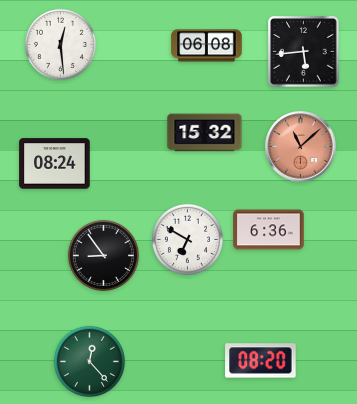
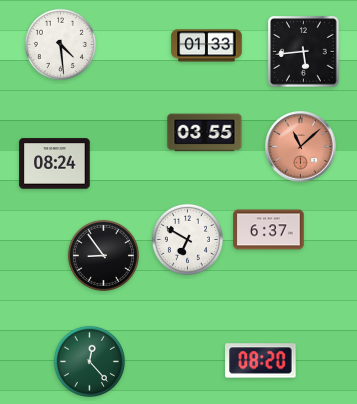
clock at (60, 44): 12:29 -> 4:29
clock at (207, 46): 06:08 -> 01:33
clock at (205, 133): 15:32 -> 03:55
clock at (269, 230): 6:36 -> 6:37
